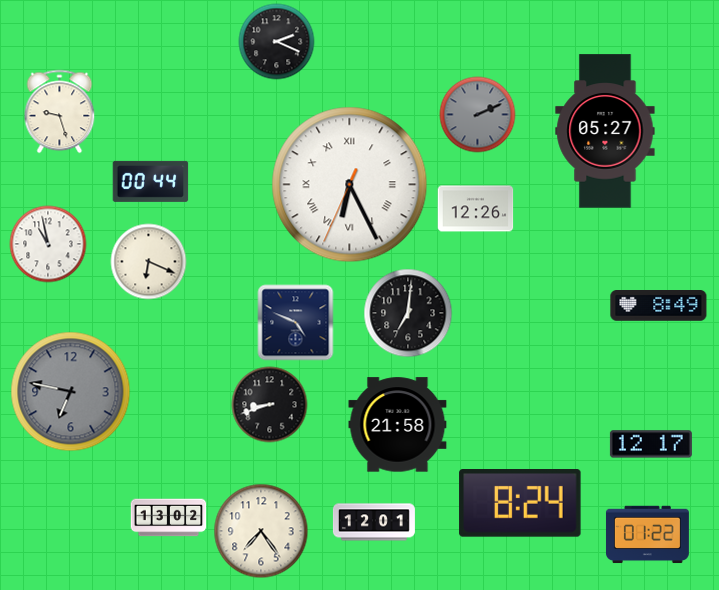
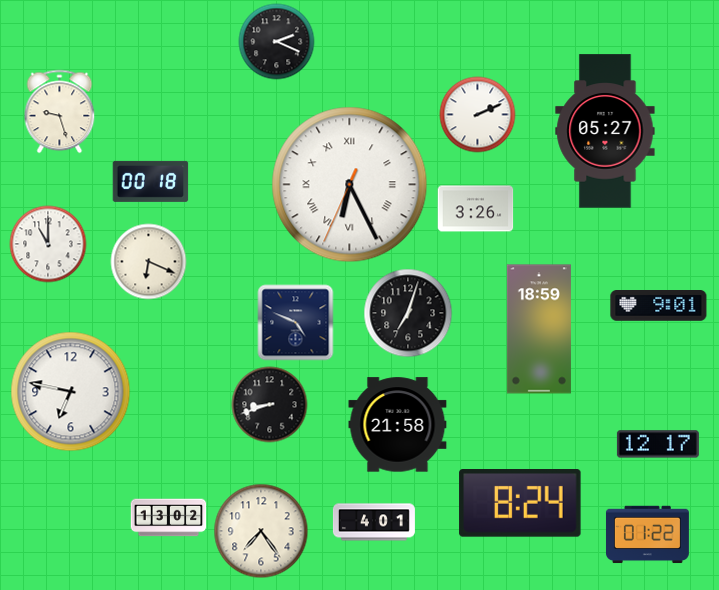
clock at (478, 115) dial: grey -> white
clock at (151, 181): 00:44 -> 00:18
clock at (476, 209): 12:26 -> 3:26
clock at (48, 244): 10:58 -> 11:00
clock at (659, 306): 8:49 -> 9:01
clock at (408, 313): 7:01 -> 7:03
clock at (539, 329): none -> 18:59
clock at (71, 392) dial: grey -> white
clock at (651, 444) position: (651, 444) -> (658, 444)
clock at (374, 522): 12:01 -> 4:01
